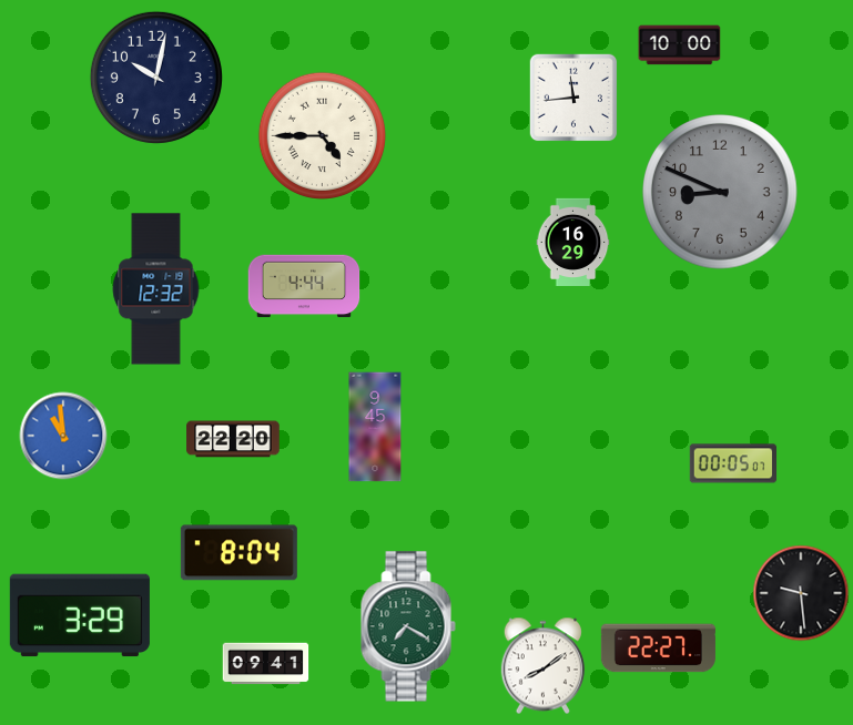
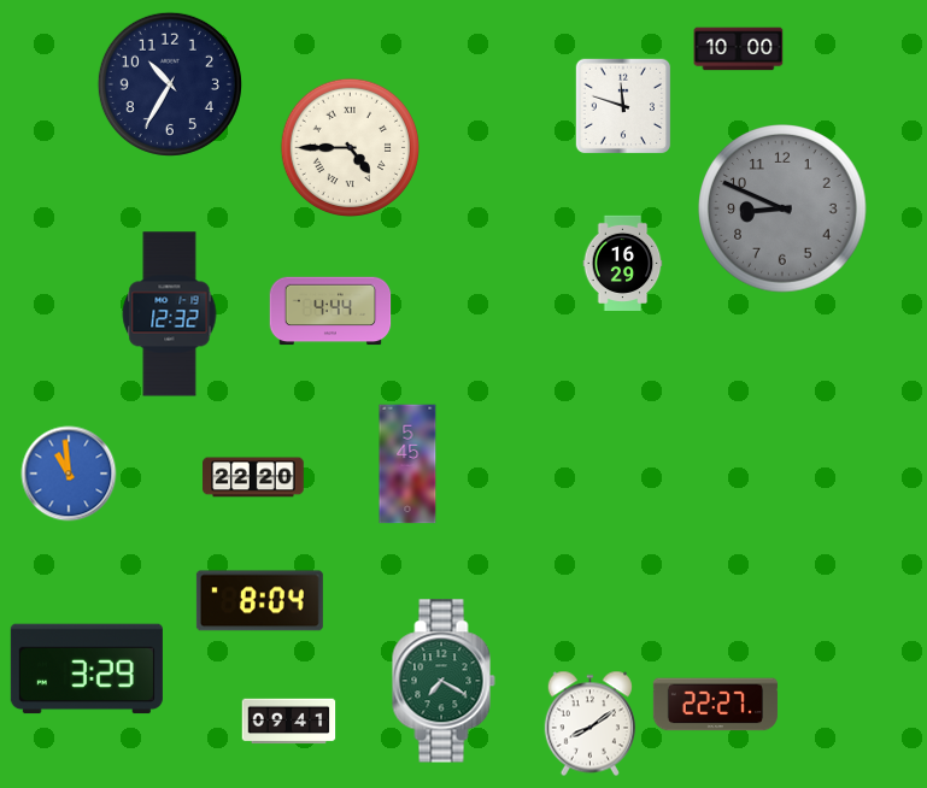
clock at (156, 78): 10:02 -> 10:35
clock at (573, 98): 11:44 -> 11:48
clock at (375, 427): 9:45 -> 5:45
clock at (733, 463): 00:05 -> none
clock at (801, 593): 9:29 -> none
